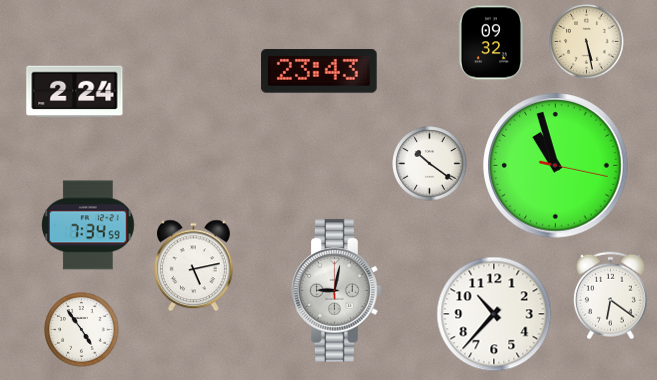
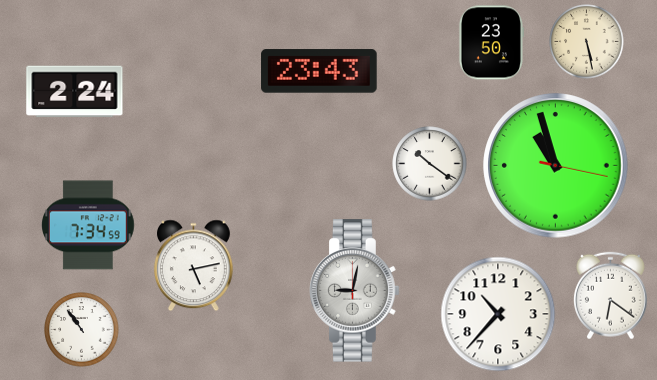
clock at (491, 43): 09:32 -> 23:50
clock at (337, 291) position: (337, 291) -> (355, 291)
clock at (494, 314) position: (494, 314) -> (498, 314)
clock at (82, 330): 4:54 -> 10:54
